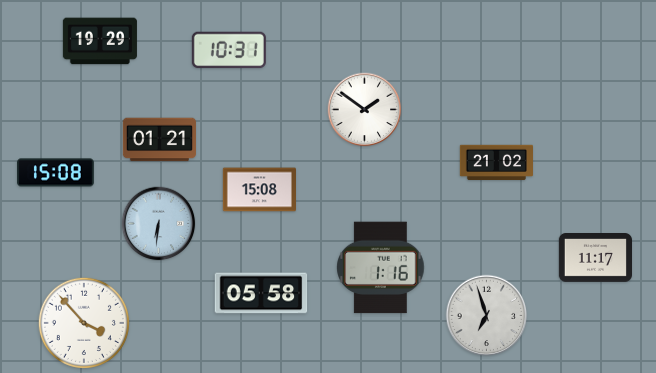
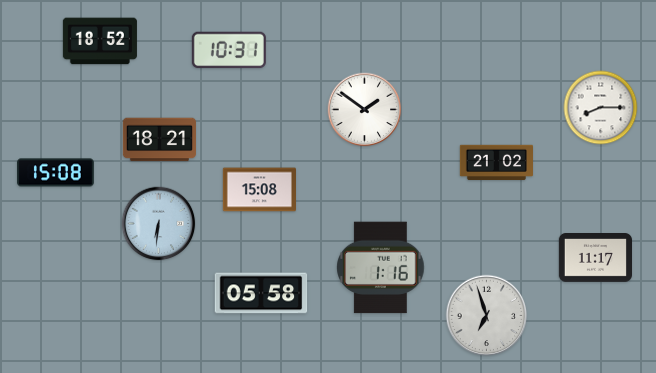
clock at (100, 41): 19:29 -> 18:52
clock at (601, 108): none -> 8:15
clock at (159, 140): 01:21 -> 18:21
clock at (84, 323): 3:53 -> none
